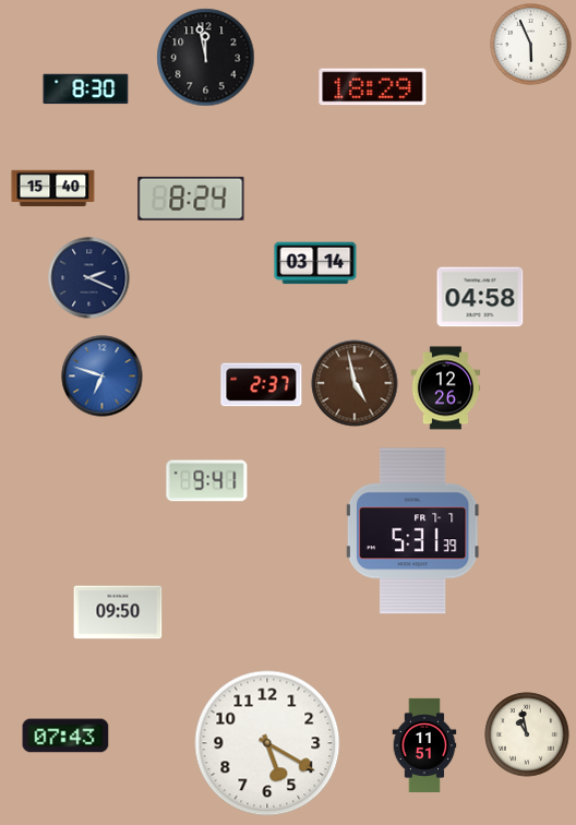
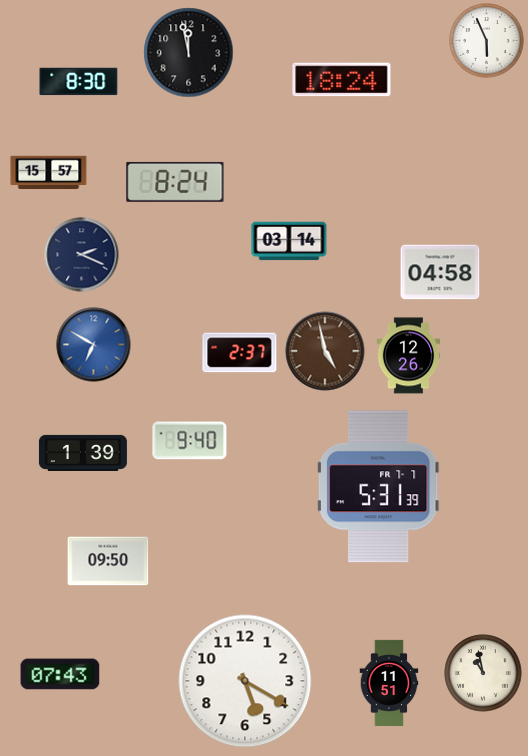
clock at (373, 87): 18:29 -> 18:24
clock at (53, 189): 15:40 -> 15:57
clock at (103, 376): 6:48 -> 6:50
clock at (207, 481): 9:41 -> 9:40
clock at (83, 453): none -> 1:39
